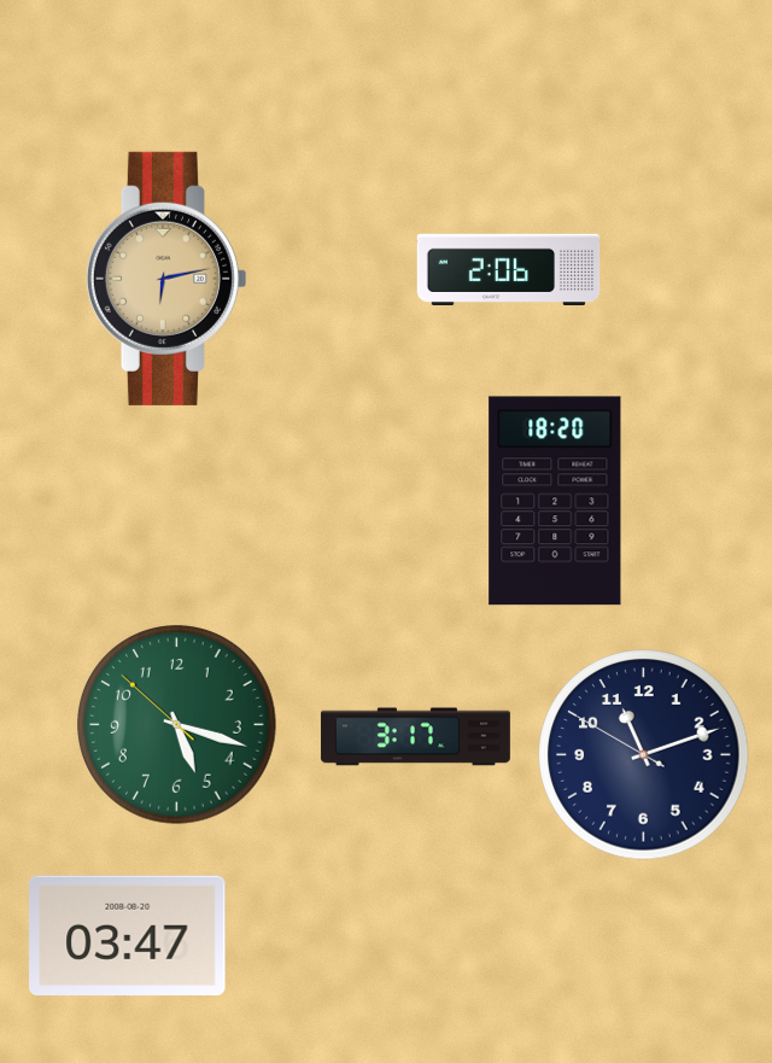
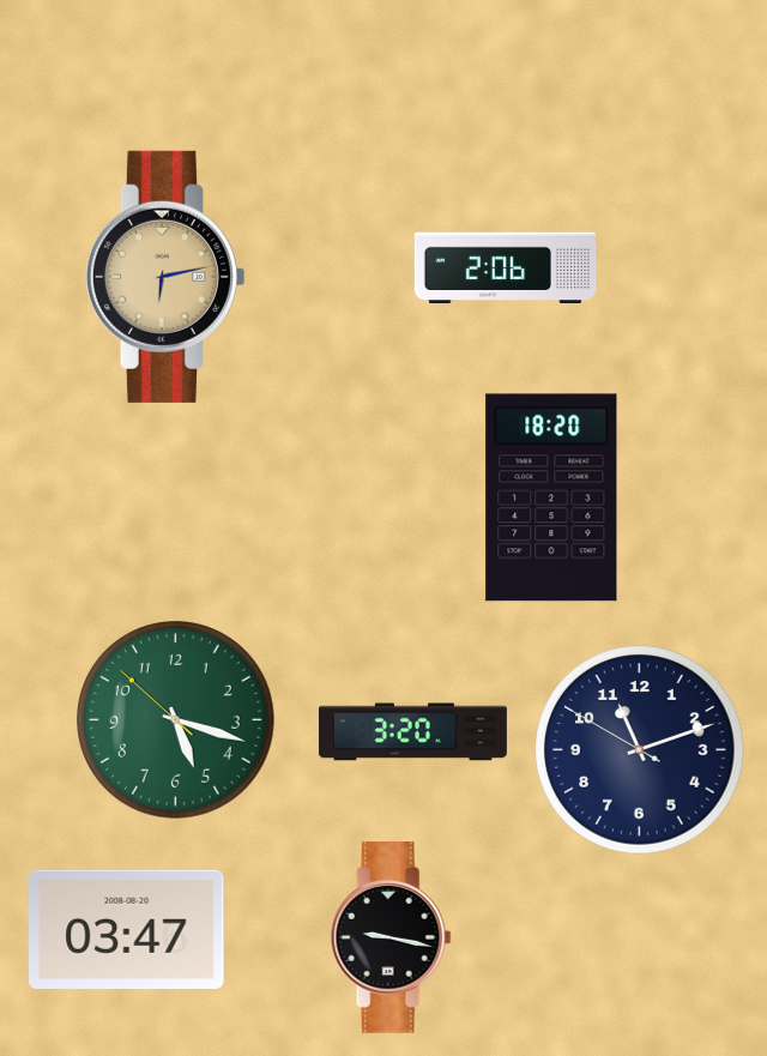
clock at (415, 737): 3:17 -> 3:20
clock at (391, 939): none -> 9:17
